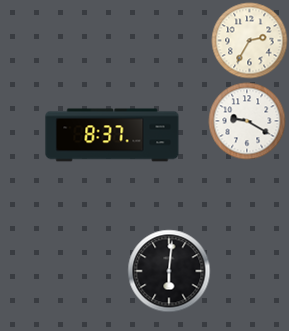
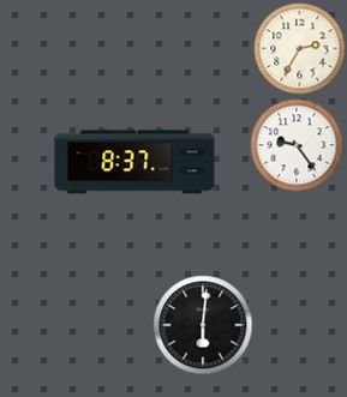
clock at (247, 121): 9:20 -> 9:24
